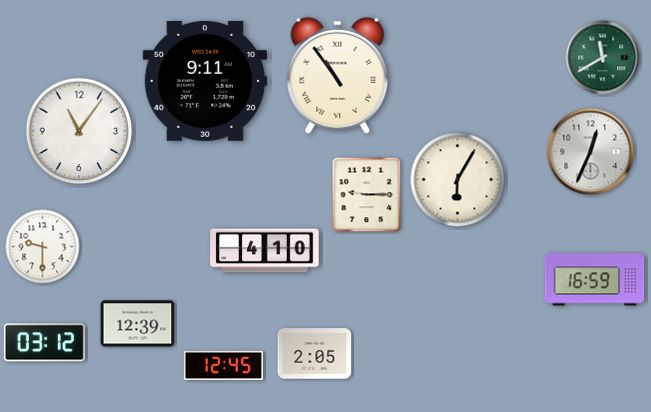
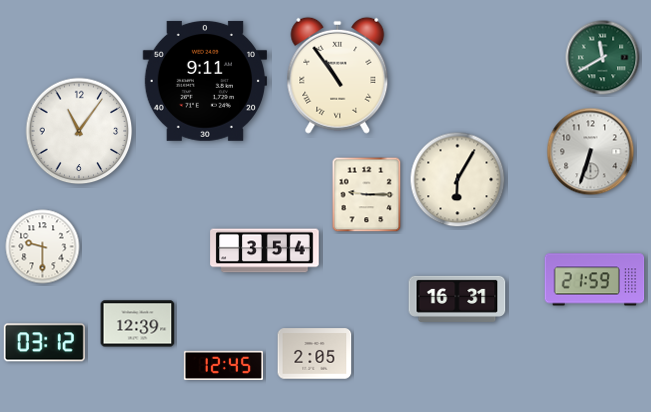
clock at (591, 152): 12:34 -> 6:33
clock at (265, 251): 4:10 -> 3:54
clock at (595, 280): 16:59 -> 21:59
clock at (457, 299): none -> 16:31
